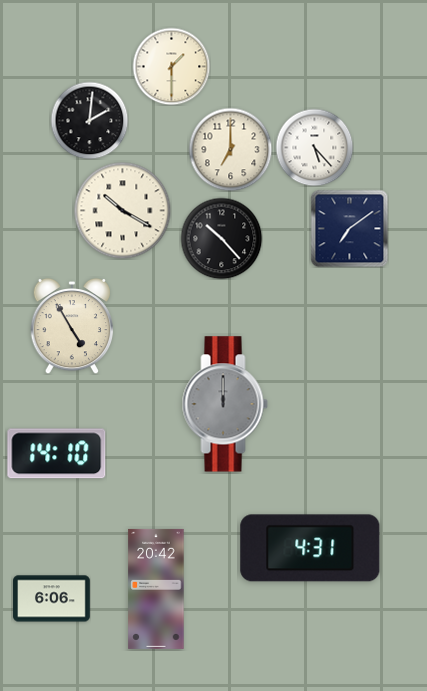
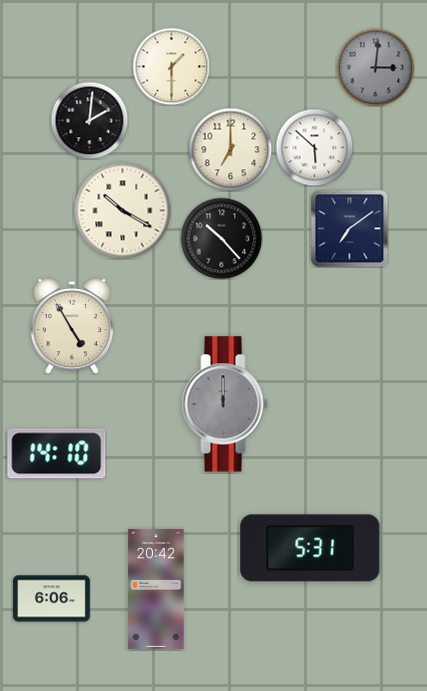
clock at (375, 67): none -> 3:01
clock at (314, 147): 5:23 -> 5:52
clock at (310, 548): 4:31 -> 5:31
